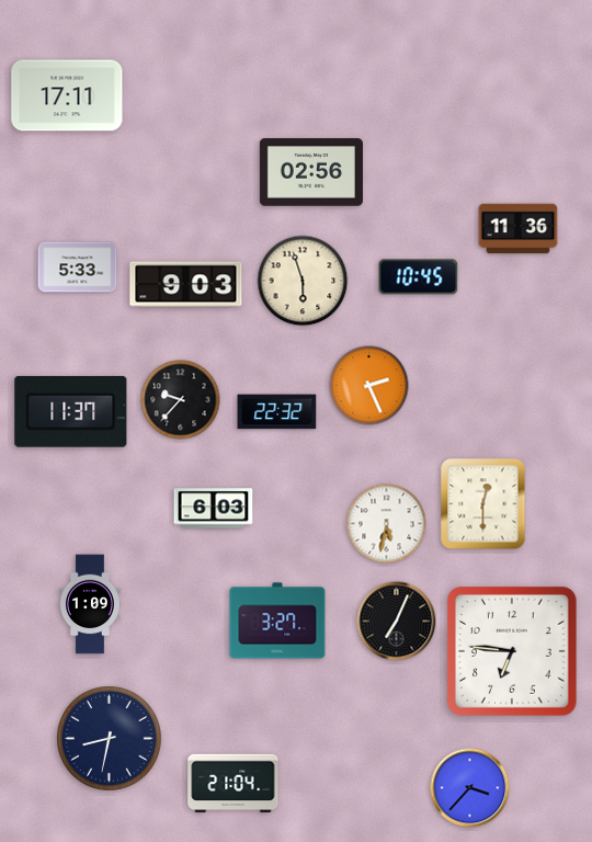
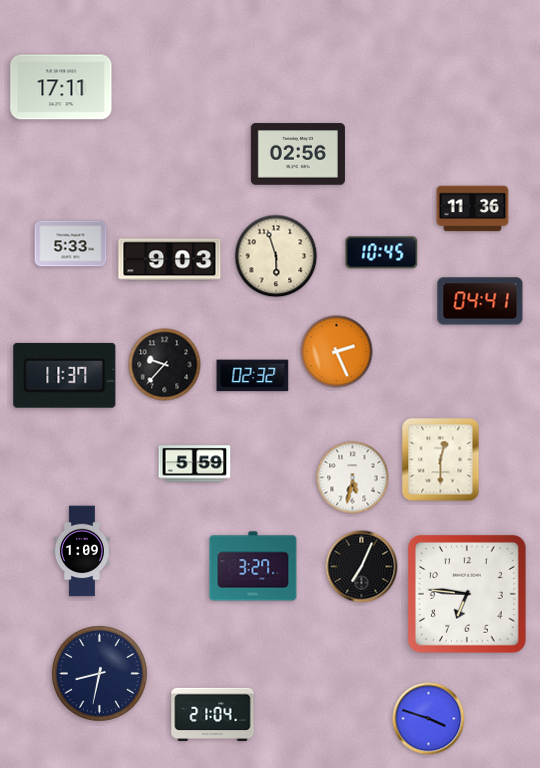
clock at (311, 172) position: (311, 172) -> (298, 154)
clock at (480, 301): none -> 04:41
clock at (277, 412): 22:32 -> 02:32
clock at (214, 509): 6:03 -> 5:59
clock at (470, 788): 3:37 -> 3:48
